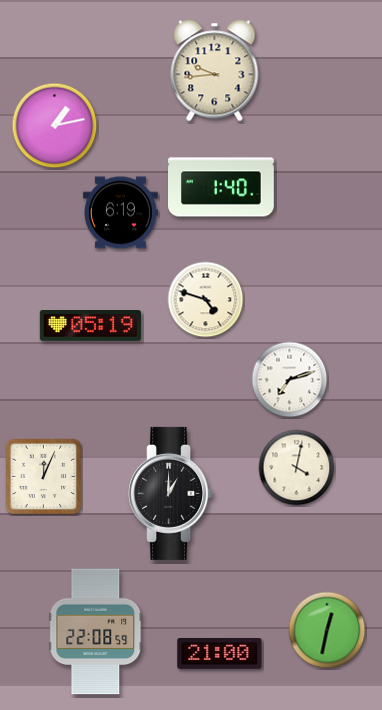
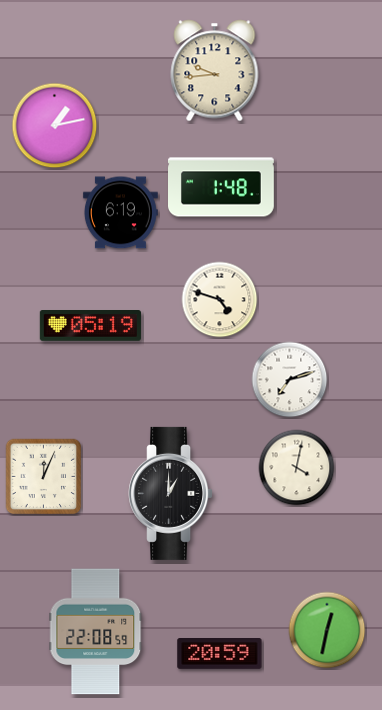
clock at (222, 187): 1:40 -> 1:48
clock at (206, 300) position: (206, 300) -> (220, 300)
clock at (220, 654): 21:00 -> 20:59
